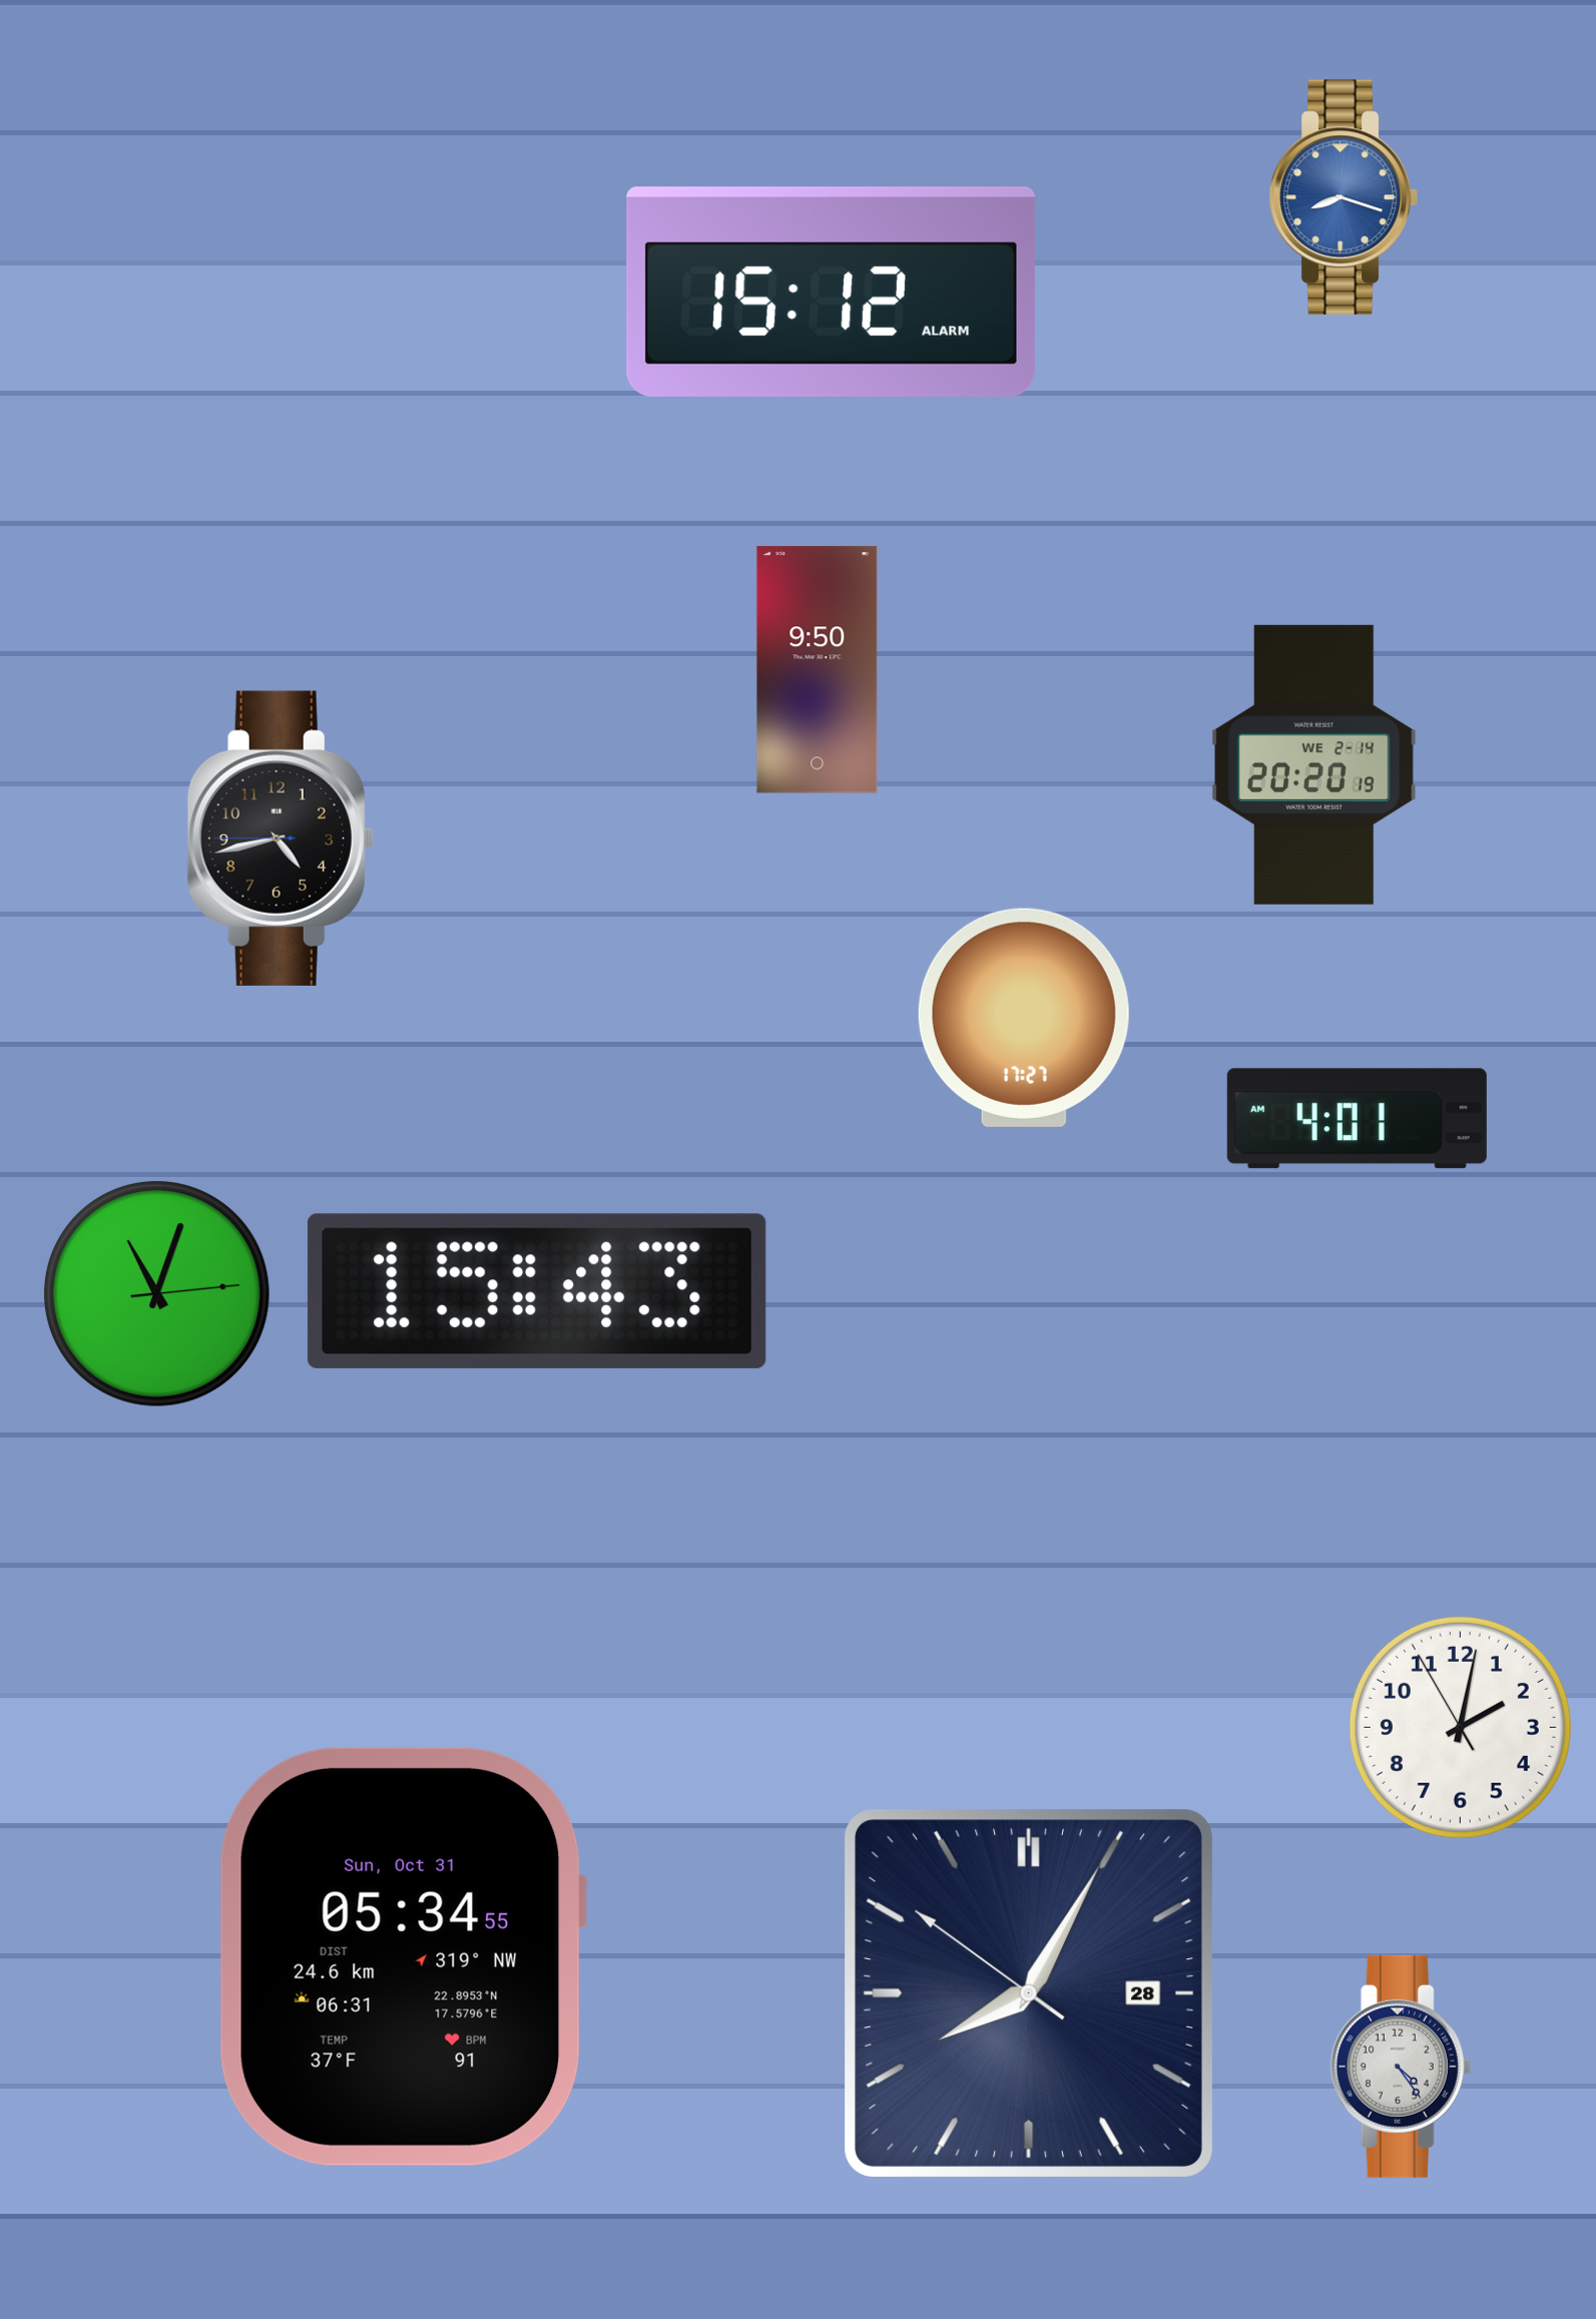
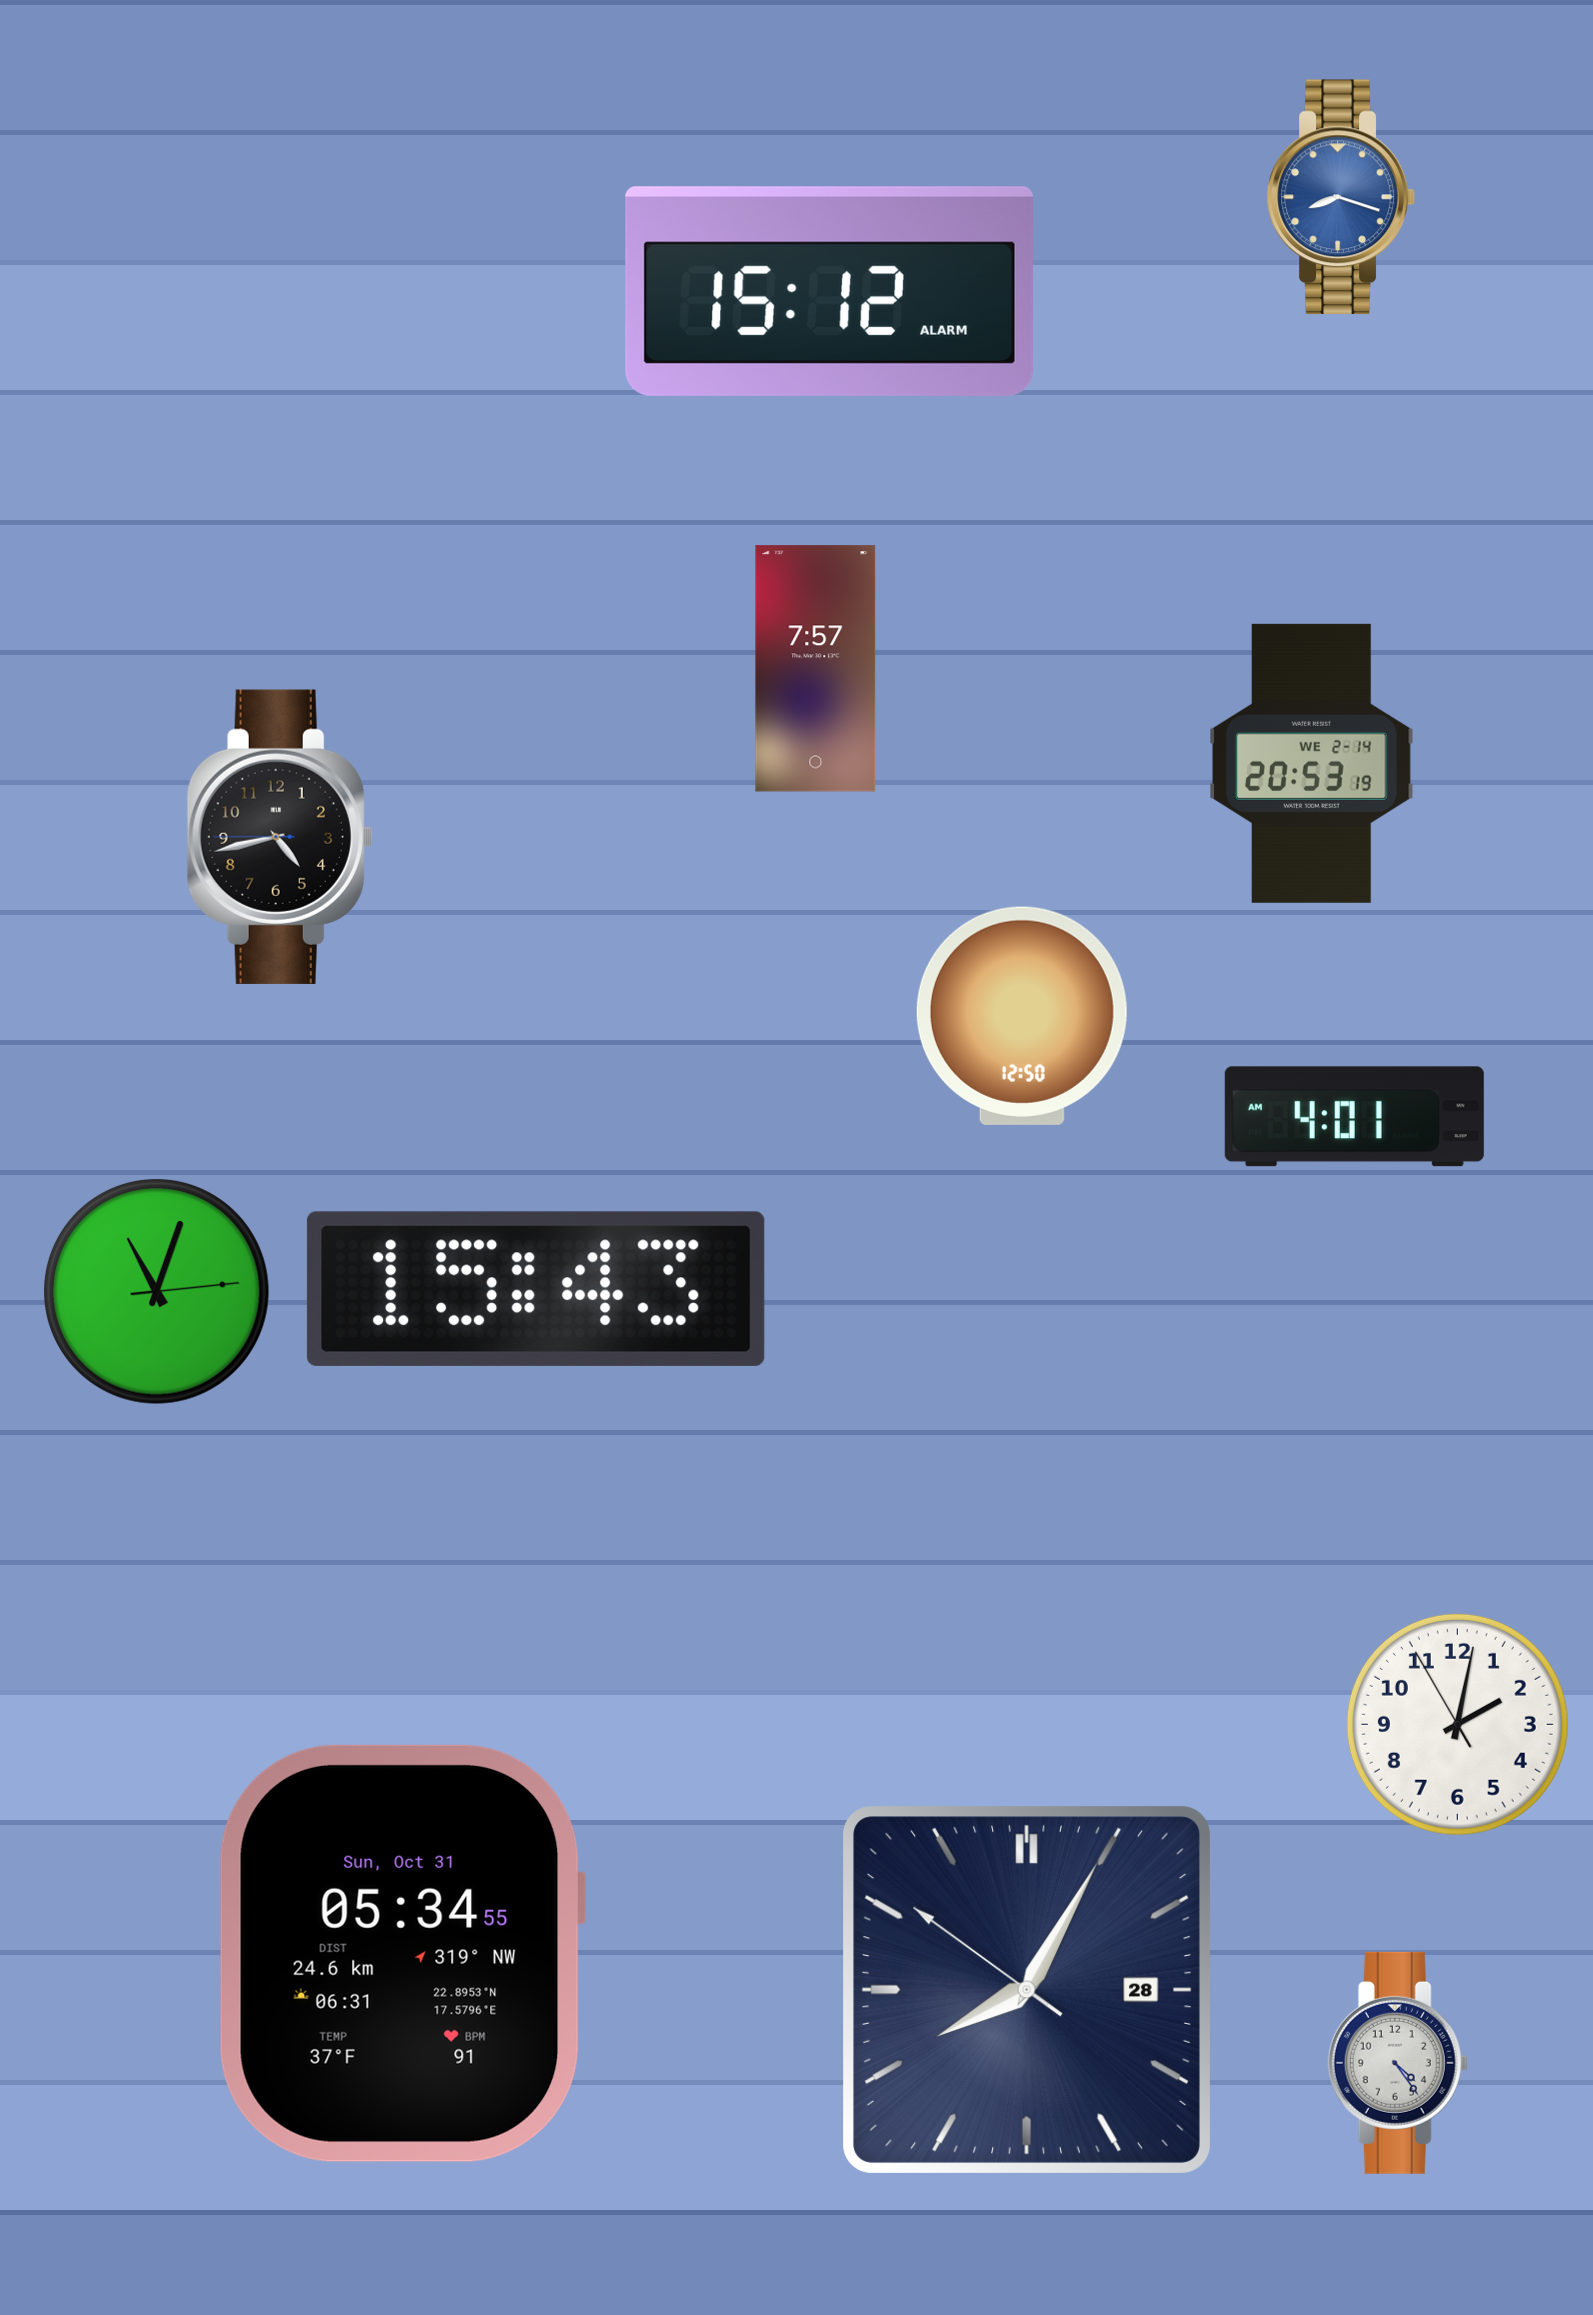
clock at (818, 670): 9:50 -> 7:57
clock at (1314, 764): 20:20 -> 20:53
clock at (1024, 1018): 17:27 -> 12:50
